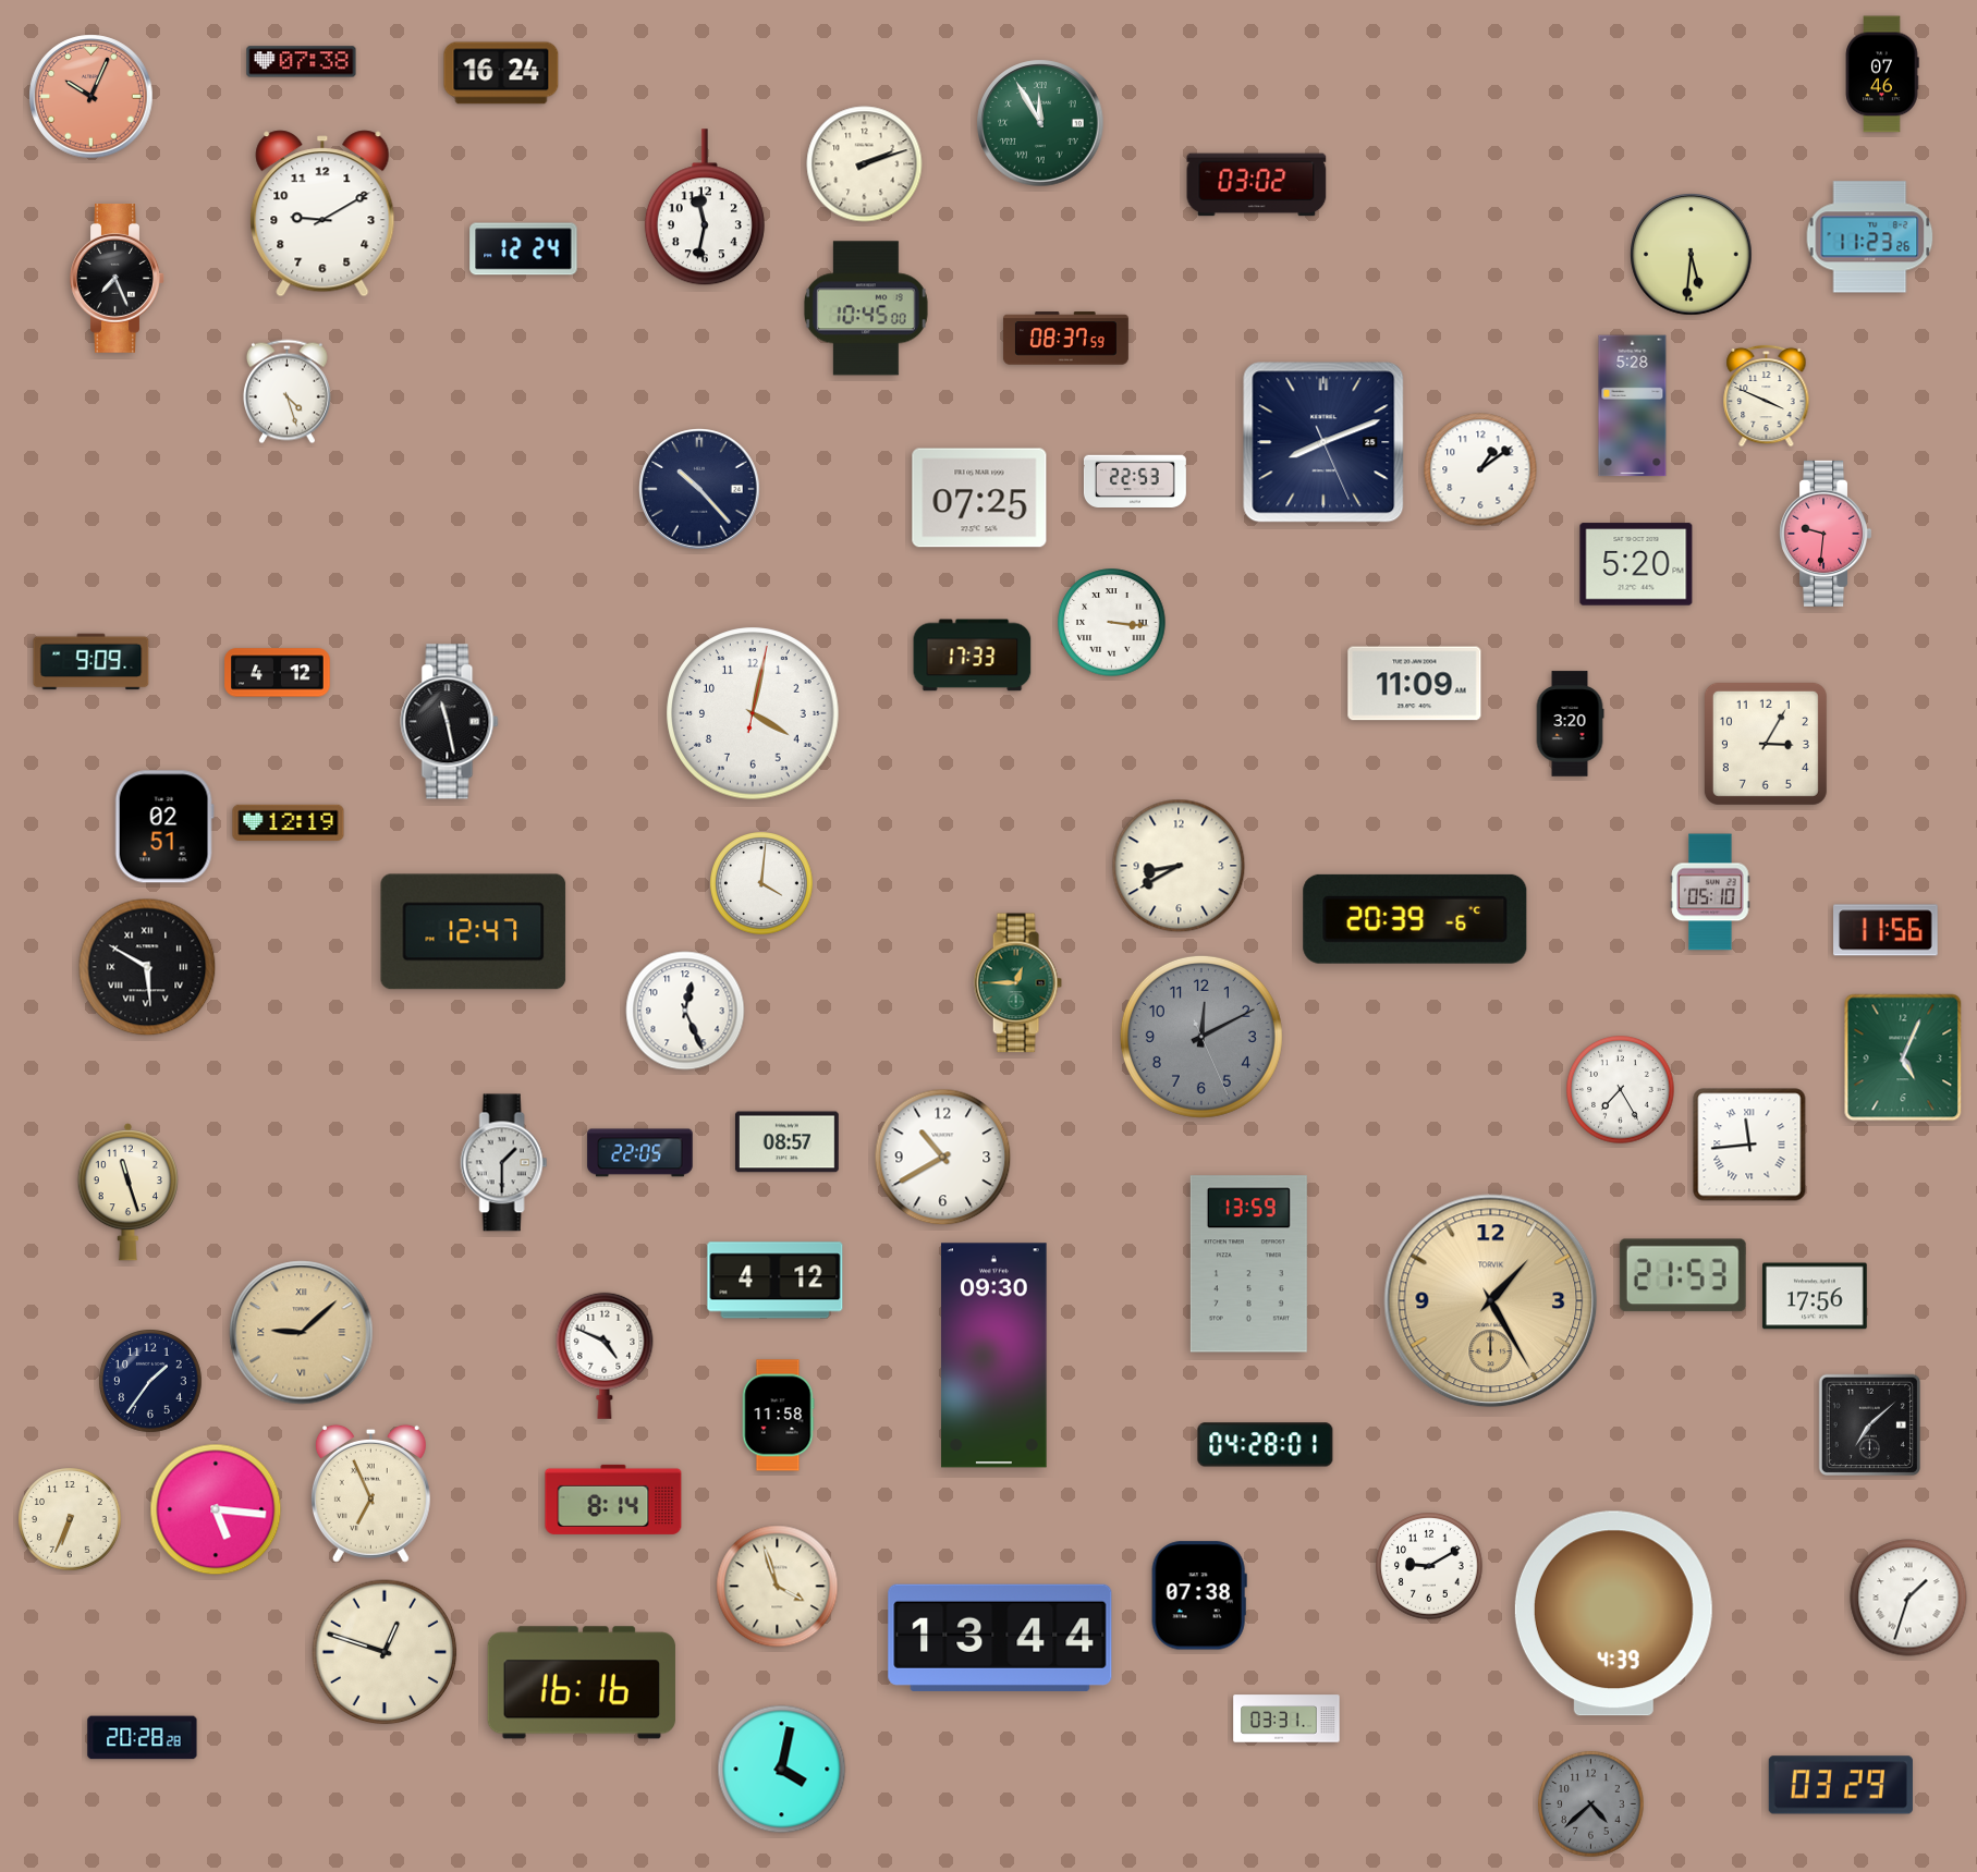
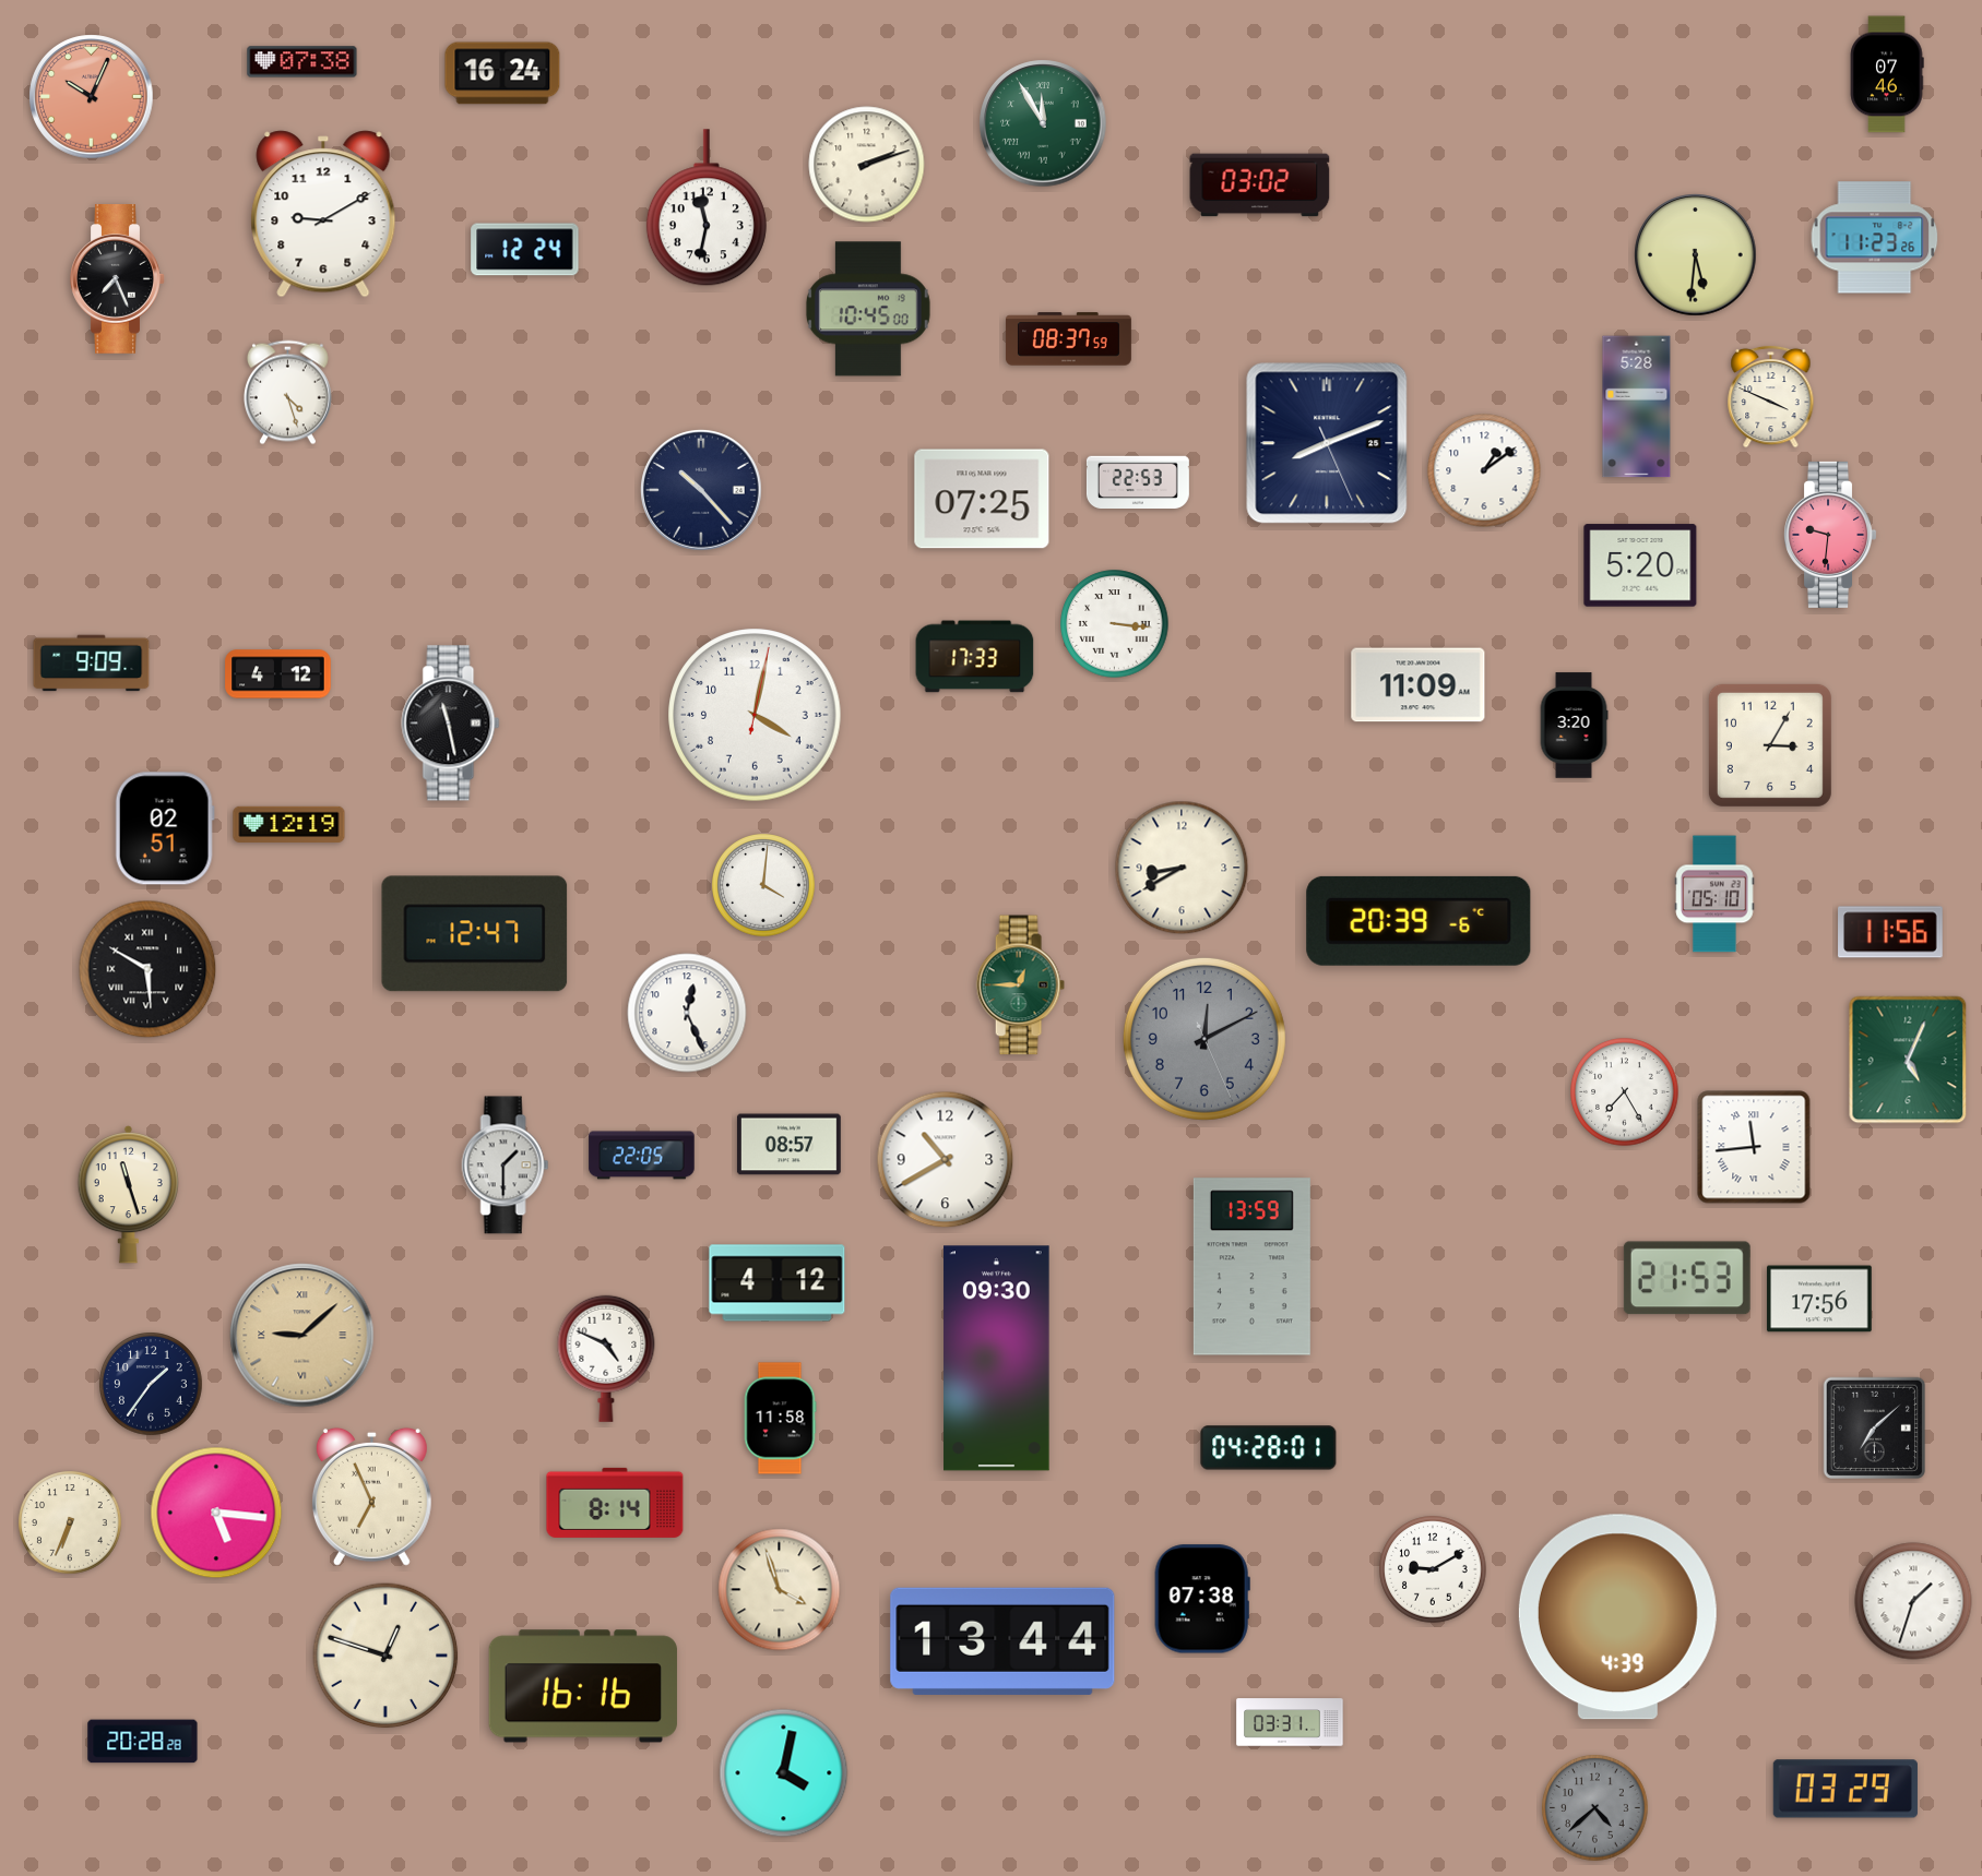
clock at (1491, 1301): 1:25 -> none
